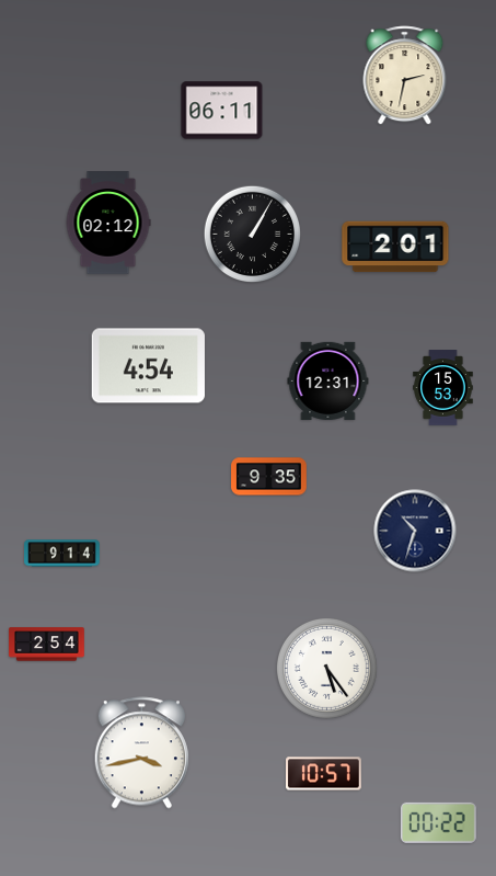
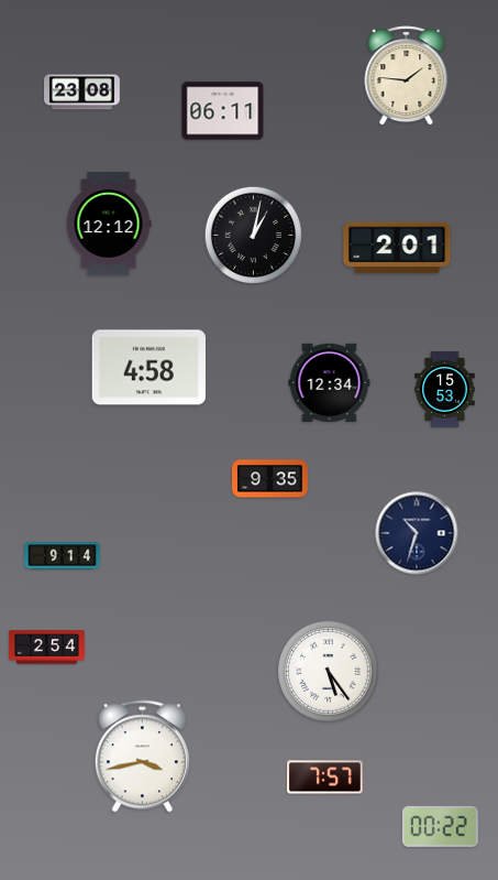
clock at (405, 76): 2:32 -> 1:46
clock at (82, 93): none -> 23:08
clock at (108, 223): 02:12 -> 12:12
clock at (252, 234): 1:05 -> 1:02
clock at (148, 366): 4:54 -> 4:58
clock at (328, 380): 12:31 -> 12:34
clock at (324, 774): 10:57 -> 7:57
